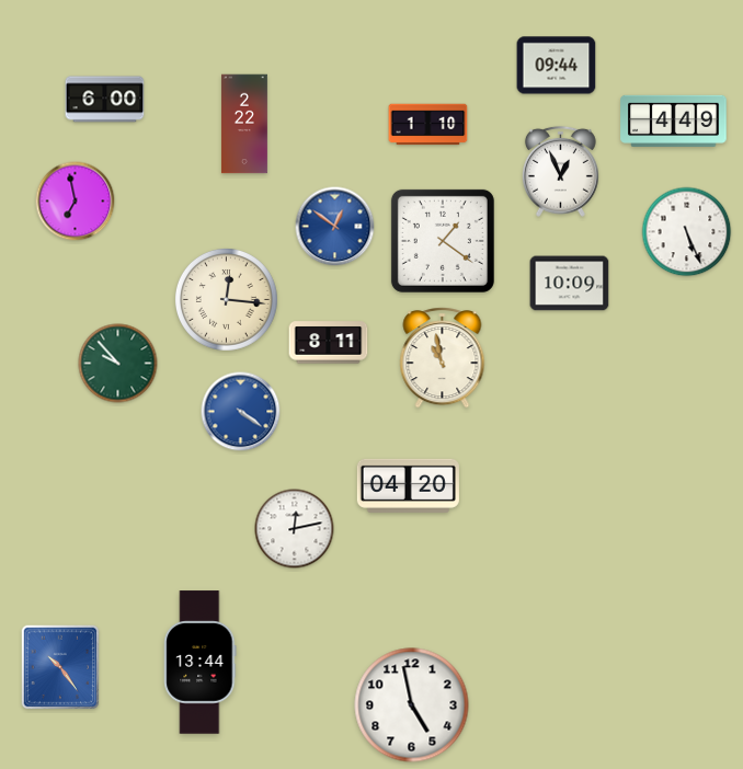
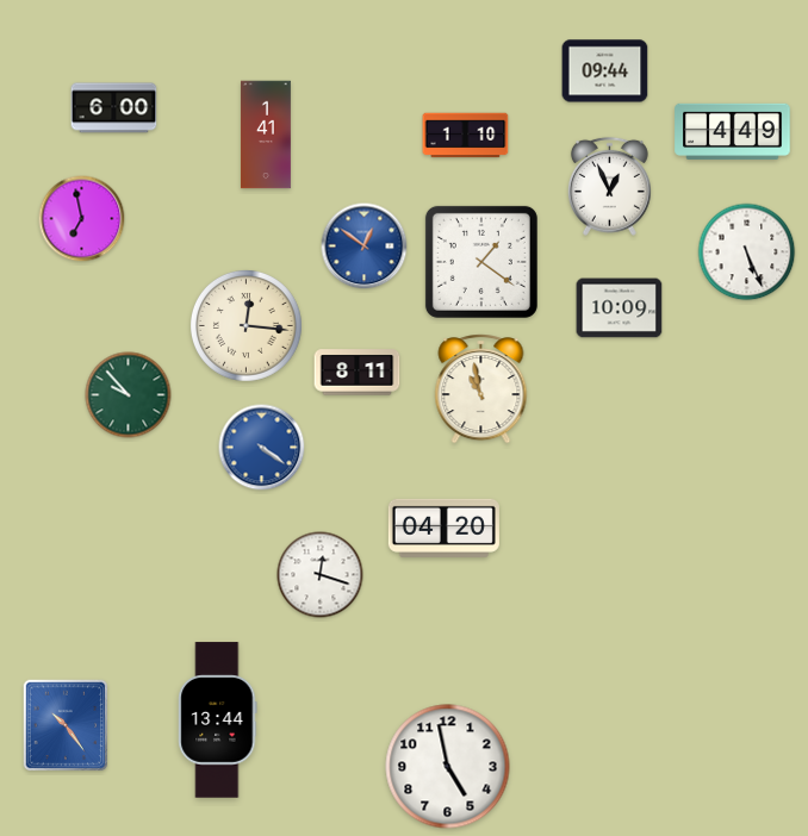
clock at (244, 124): 2:22 -> 1:41
clock at (295, 529): 12:13 -> 12:18
